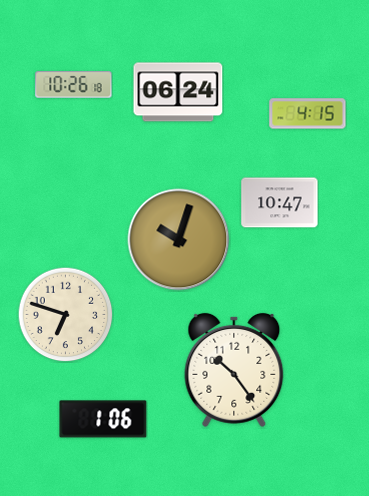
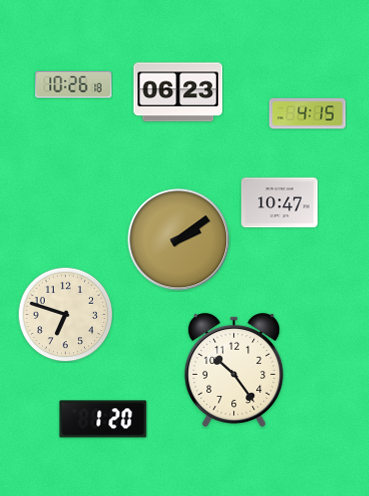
clock at (178, 92): 06:24 -> 06:23
clock at (179, 240): 10:03 -> 2:09
clock at (103, 419): 1:06 -> 1:20
